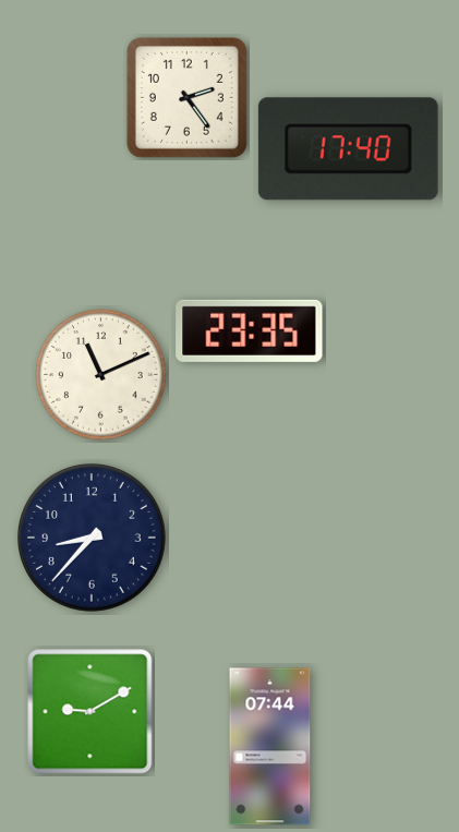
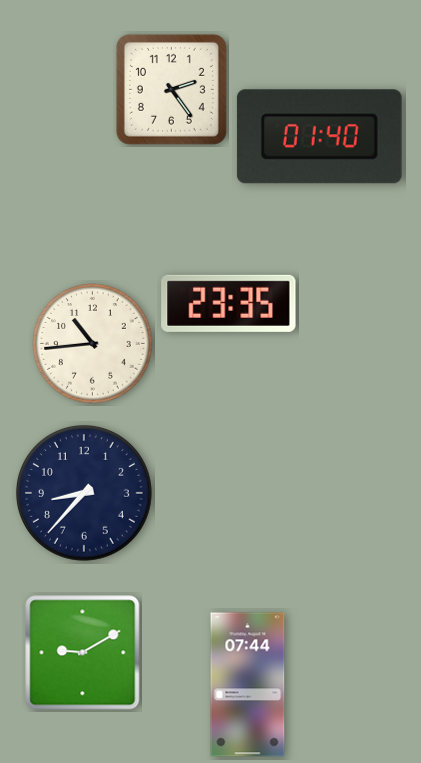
clock at (348, 149): 17:40 -> 01:40
clock at (101, 375): 11:11 -> 10:44
